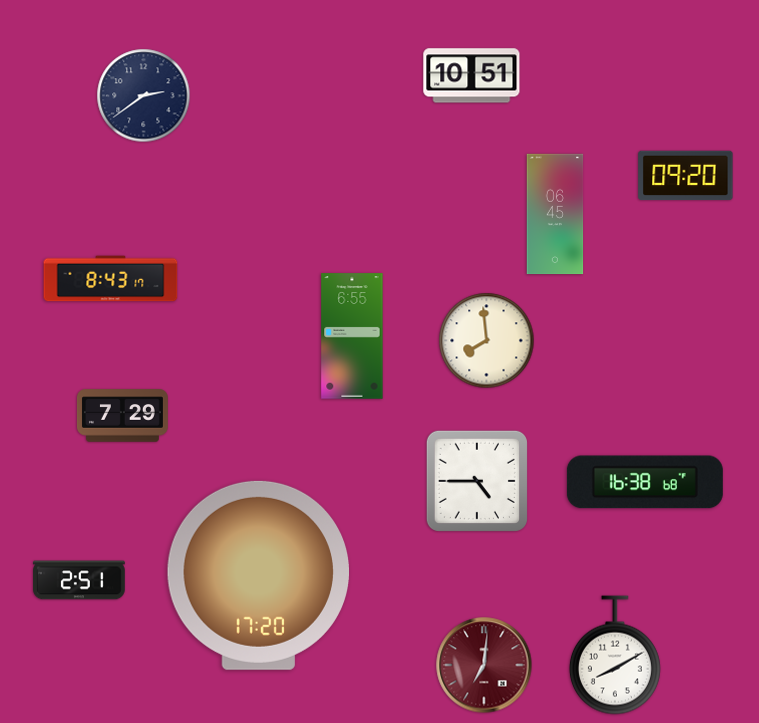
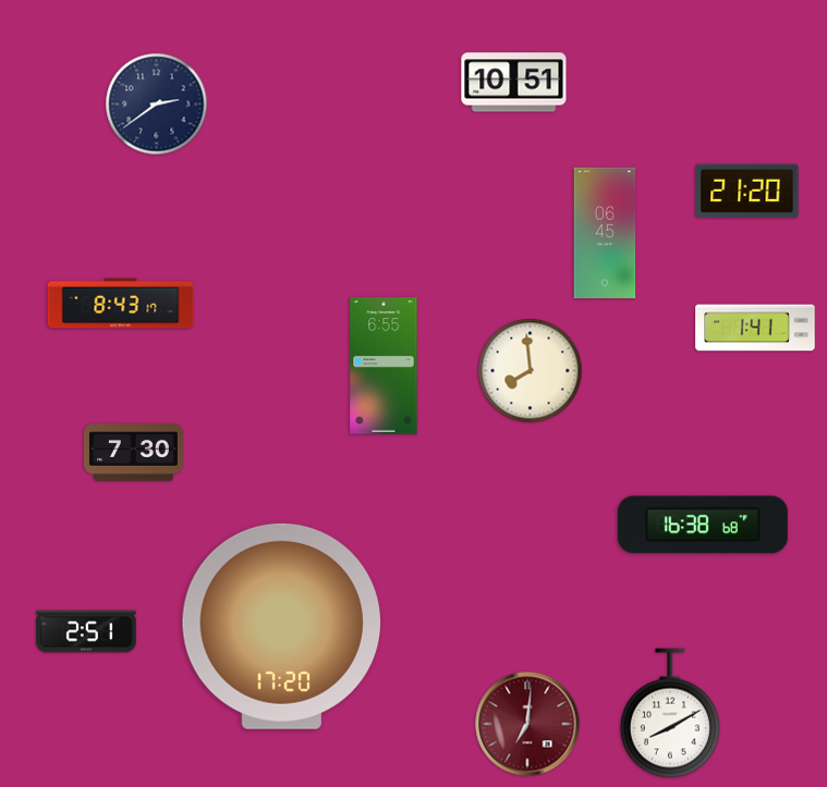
clock at (686, 176): 09:20 -> 21:20
clock at (755, 328): none -> 1:41
clock at (122, 416): 7:29 -> 7:30
clock at (477, 481): 4:45 -> none
